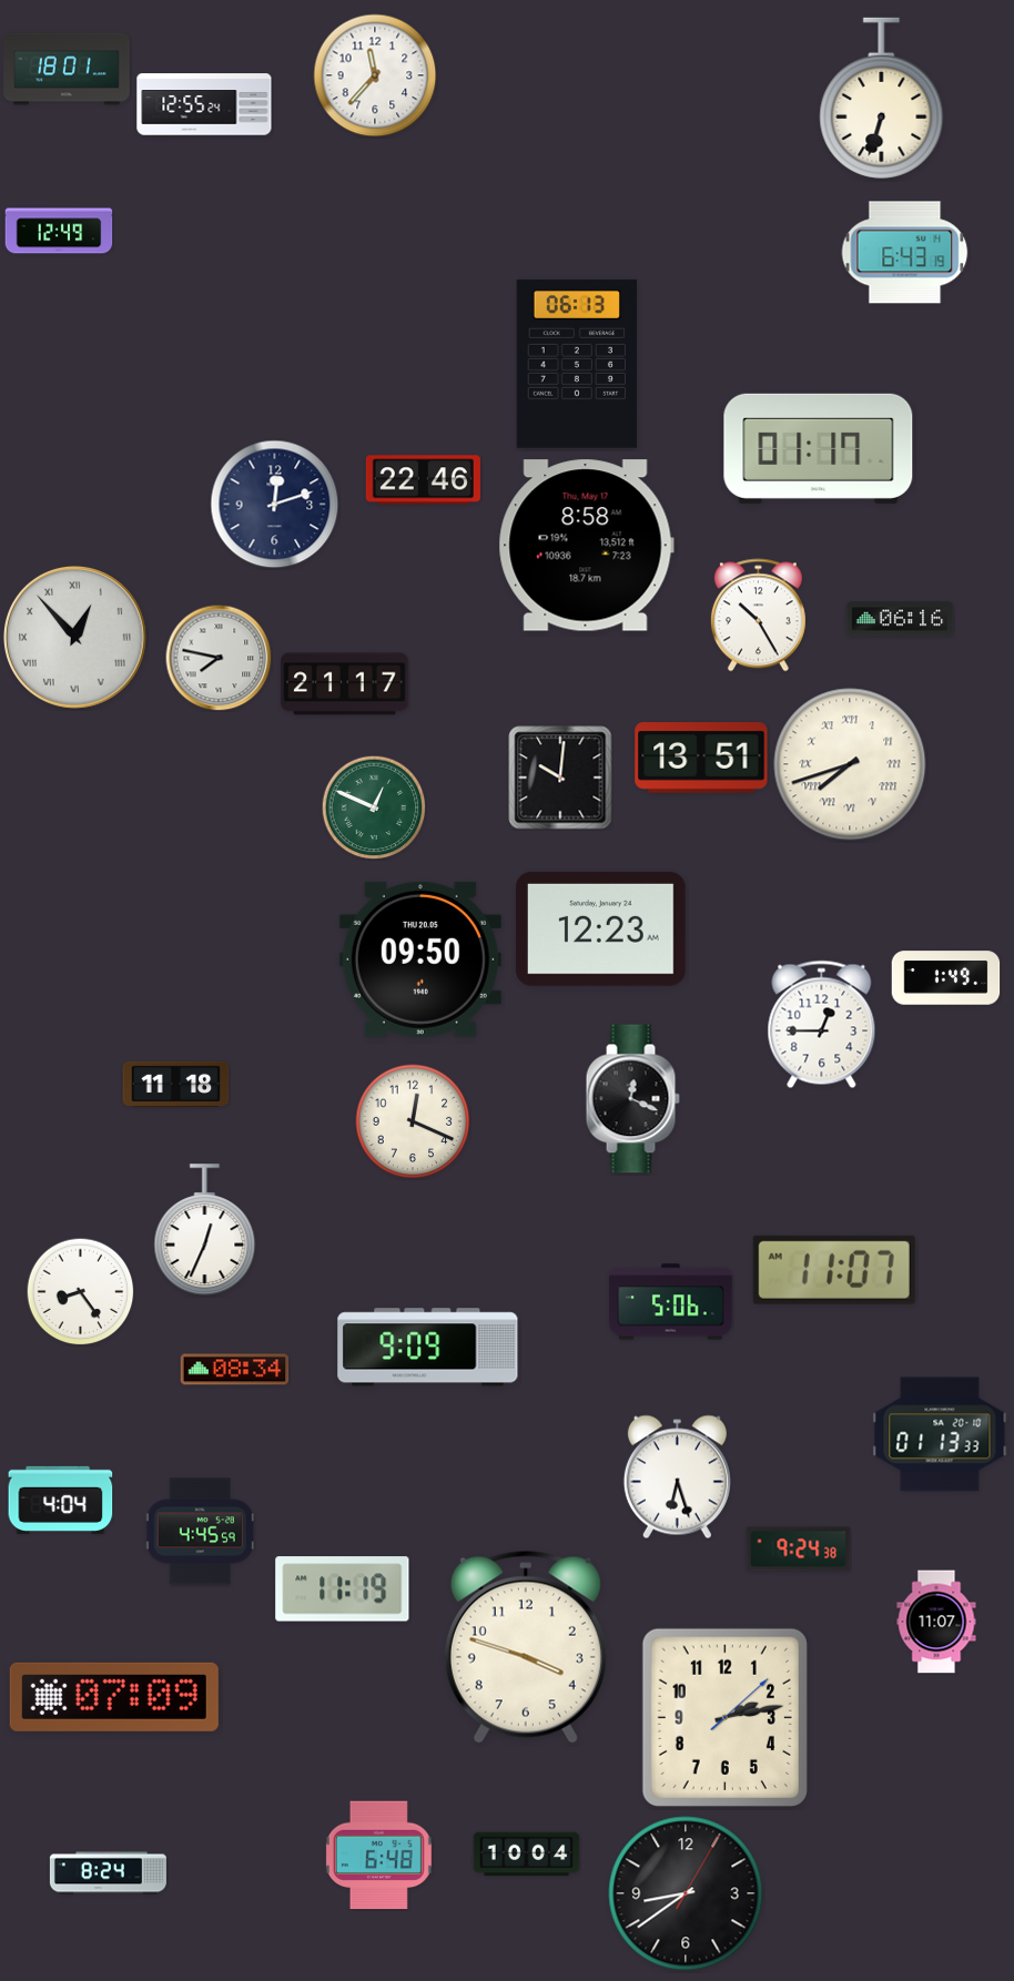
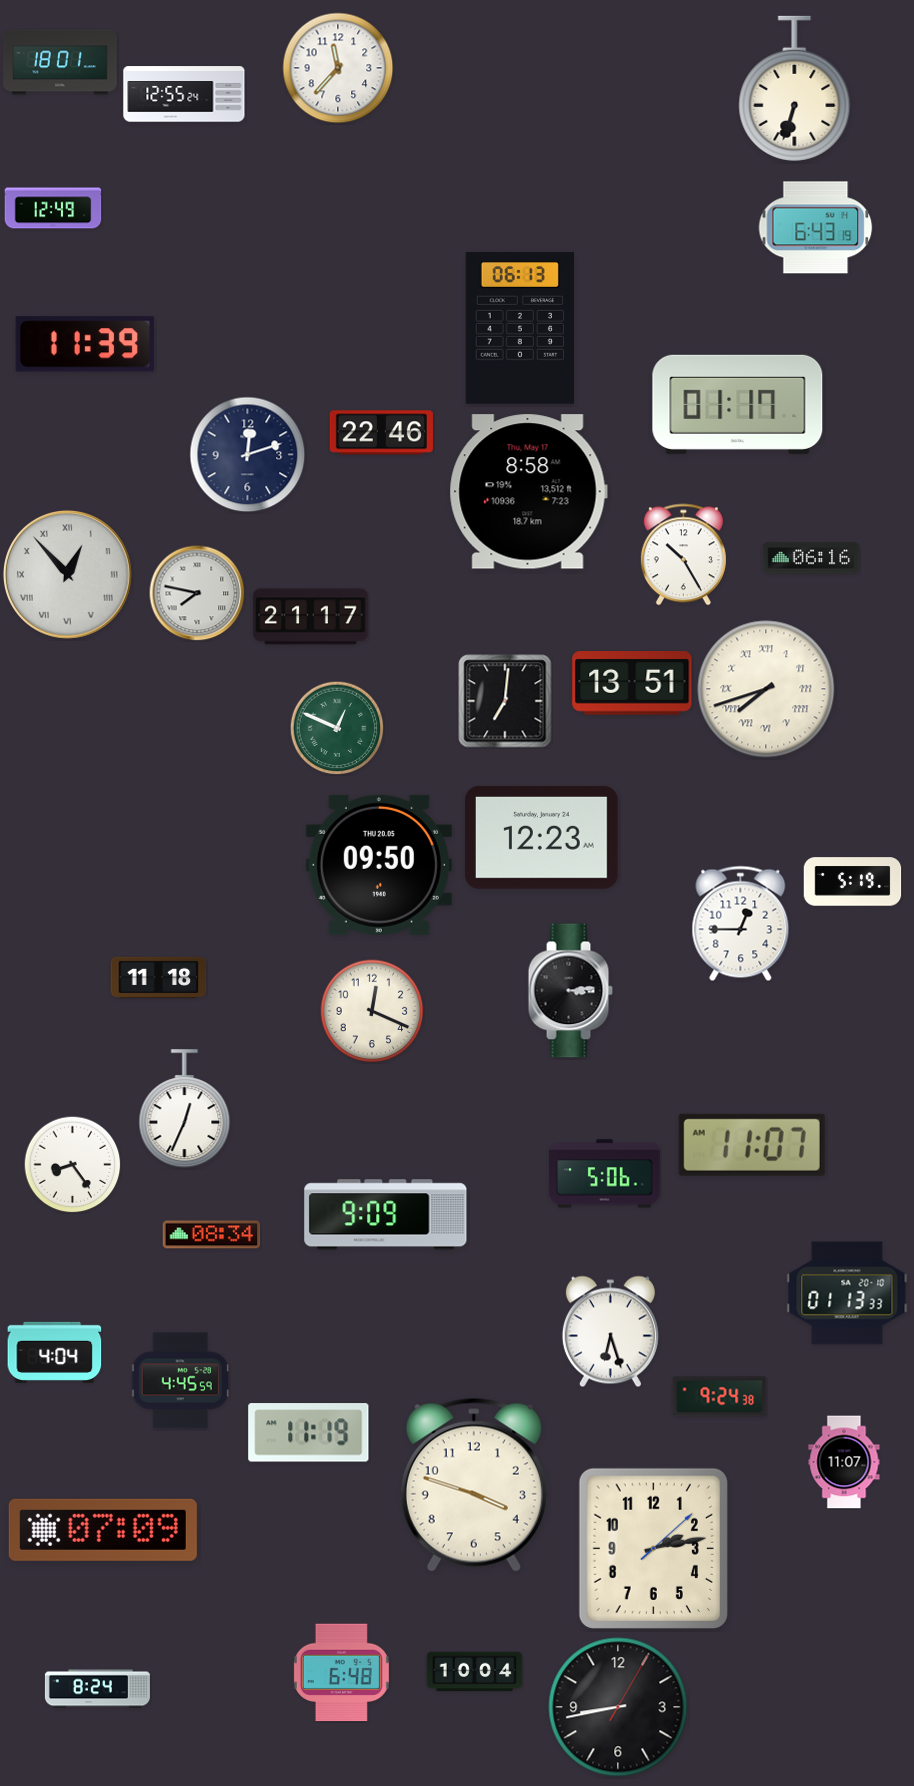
clock at (85, 344): none -> 11:39
clock at (560, 778): 10:01 -> 7:01
clock at (946, 978): 1:49 -> 5:19
clock at (632, 1099): 12:19 -> 3:14
clock at (686, 1893): 8:39 -> 8:43
